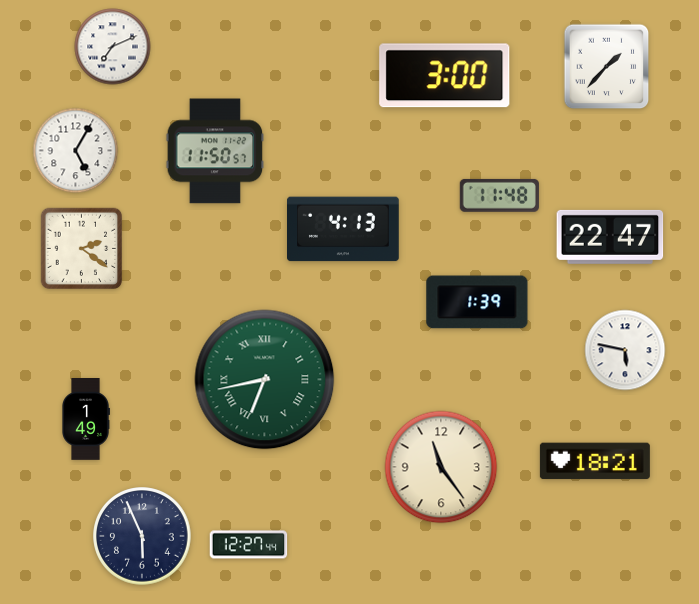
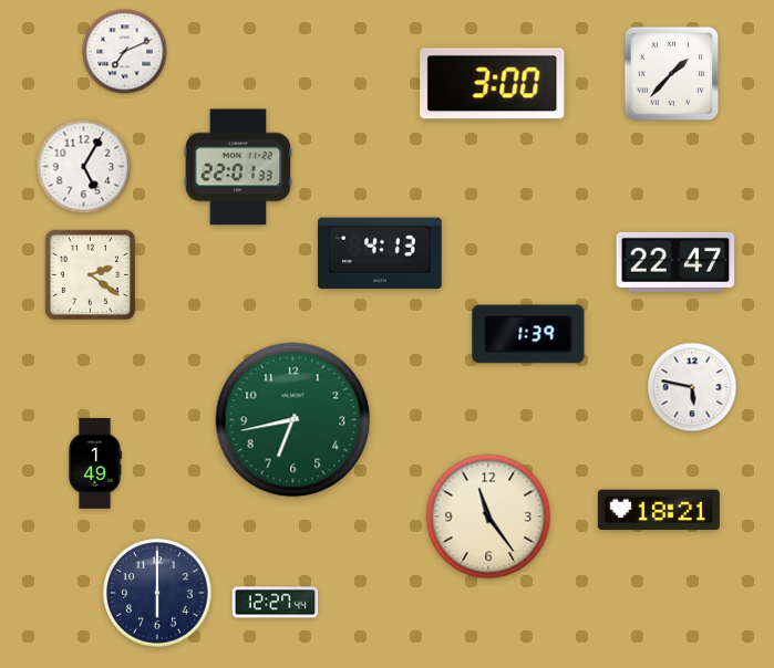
clock at (215, 151): 11:50 -> 22:01
clock at (499, 195): 11:48 -> none
clock at (265, 380) numerals: Roman -> Arabic
clock at (142, 536): 5:56 -> 6:00
